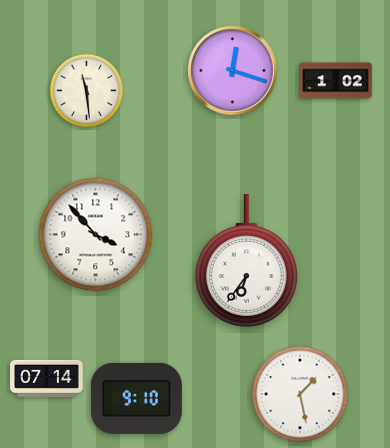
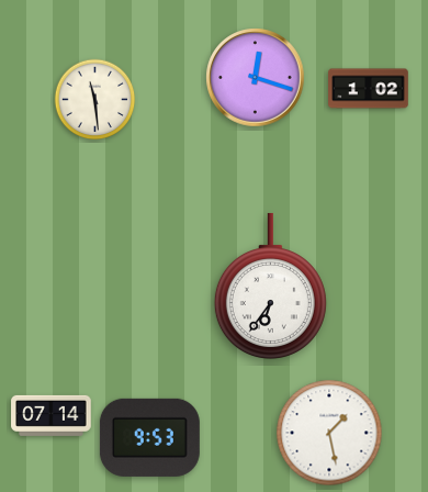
clock at (96, 235): 3:53 -> none
clock at (136, 398): 9:10 -> 9:53
